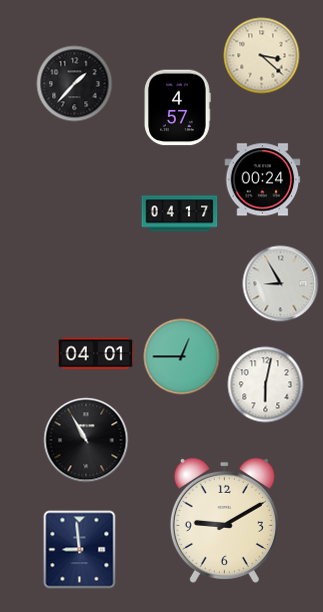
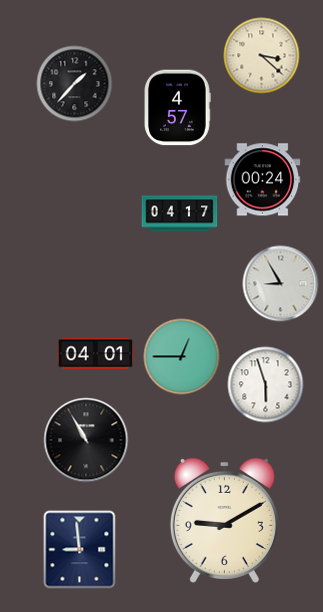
clock at (266, 385): 6:02 -> 5:57
